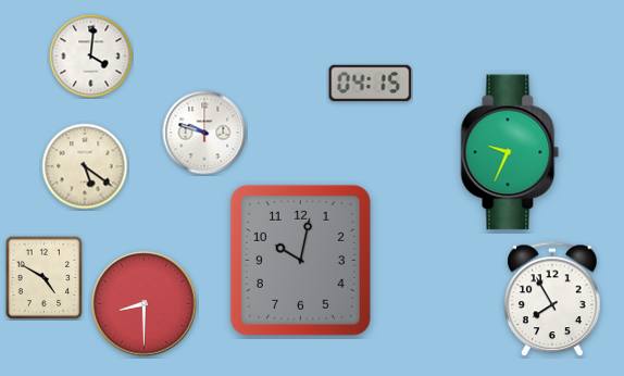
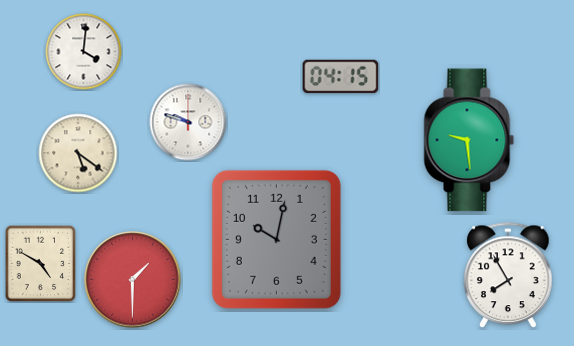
clock at (510, 152): 9:34 -> 9:29
clock at (45, 277) position: (45, 277) -> (41, 263)
clock at (145, 304): 8:30 -> 1:30
